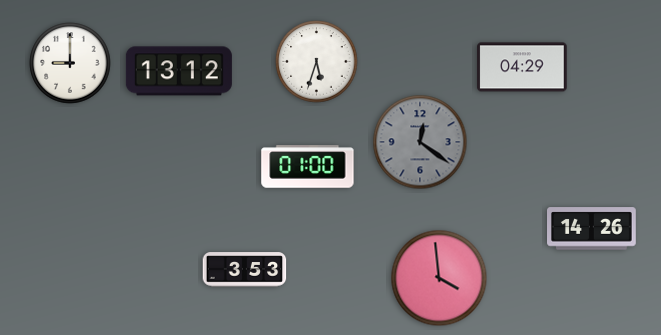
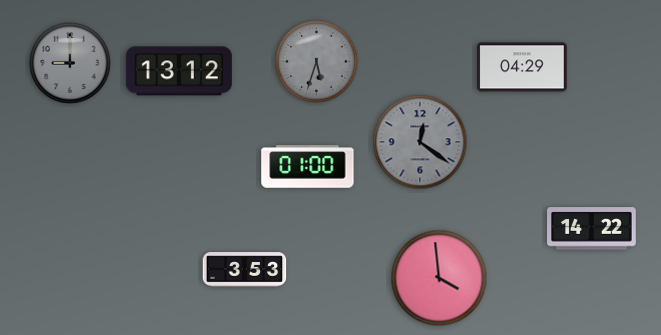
clock at (317, 62) dial: white -> grey
clock at (70, 63) dial: white -> grey
clock at (592, 229): 14:26 -> 14:22
